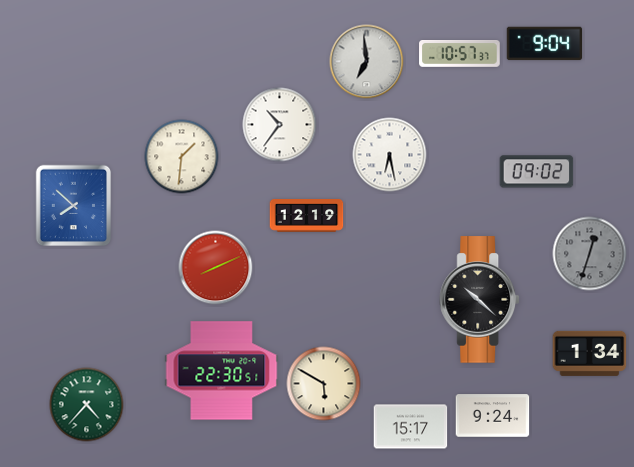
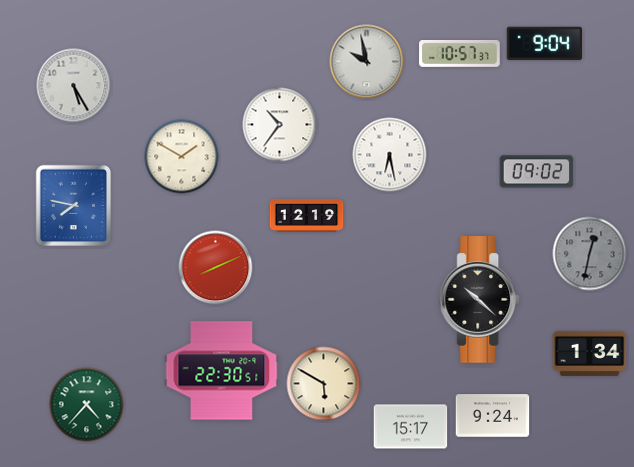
clock at (367, 62): 6:59 -> 9:58
clock at (74, 86): none -> 5:25
clock at (182, 157): 1:31 -> 1:50
clock at (74, 206): 7:52 -> 7:47
clock at (590, 254): 12:33 -> 12:32
